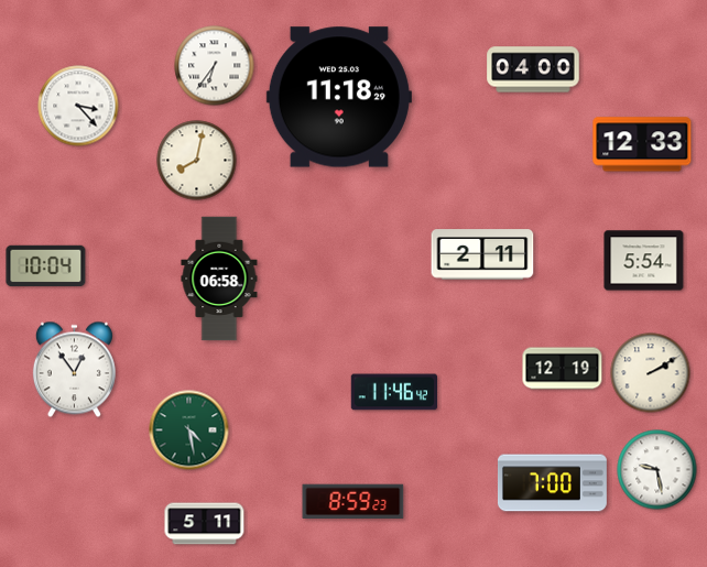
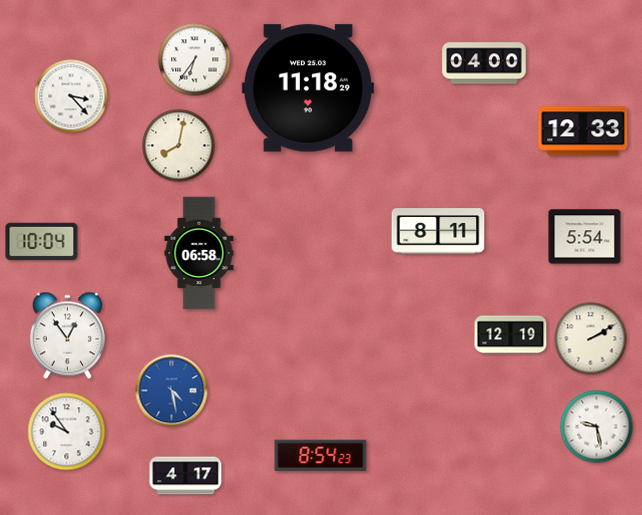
clock at (482, 254): 2:11 -> 8:11
clock at (393, 392): 11:46 -> none
clock at (189, 430) dial: green -> blue
clock at (67, 432): none -> 9:54
clock at (552, 483): 7:00 -> none
clock at (353, 502): 8:59 -> 8:54
clock at (205, 524): 5:11 -> 4:17
